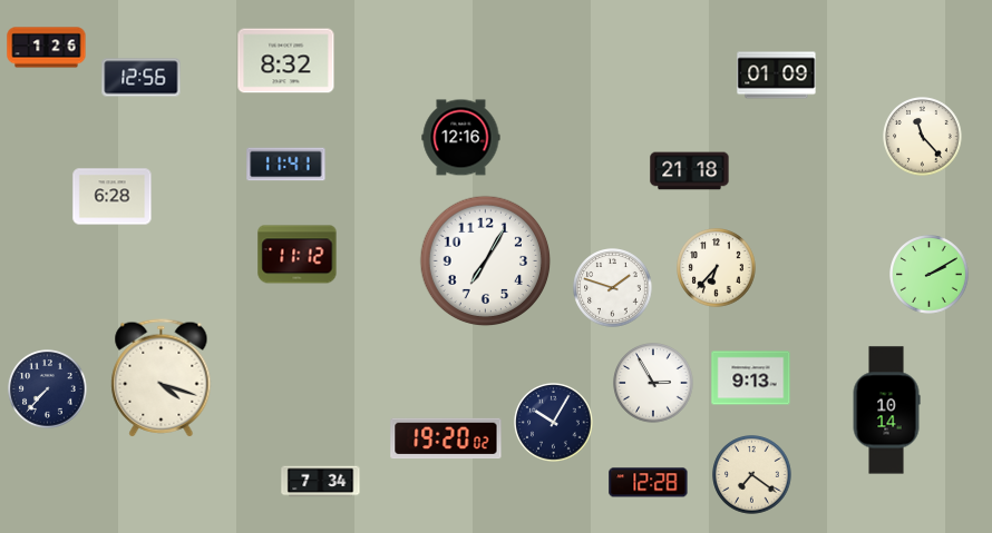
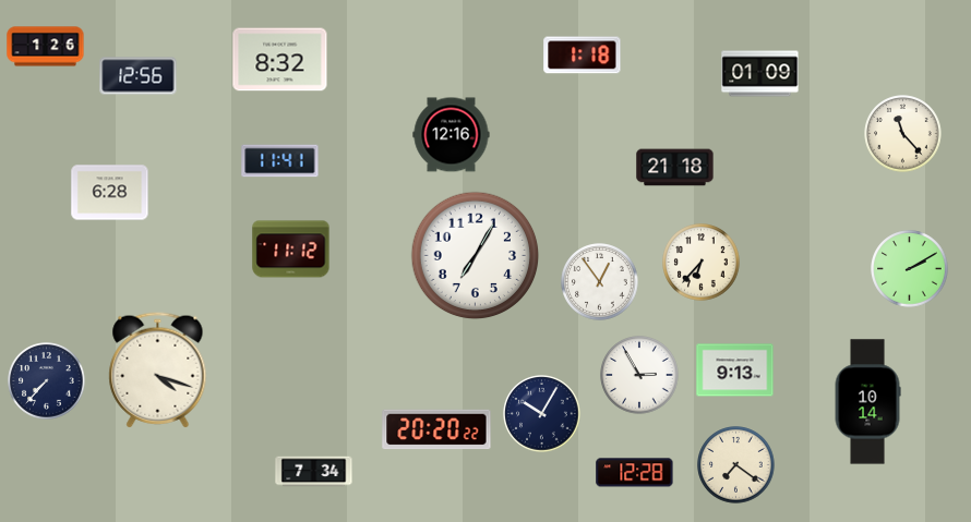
clock at (583, 56): none -> 1:18
clock at (613, 288): 1:48 -> 12:54
clock at (446, 438): 19:20 -> 20:20
